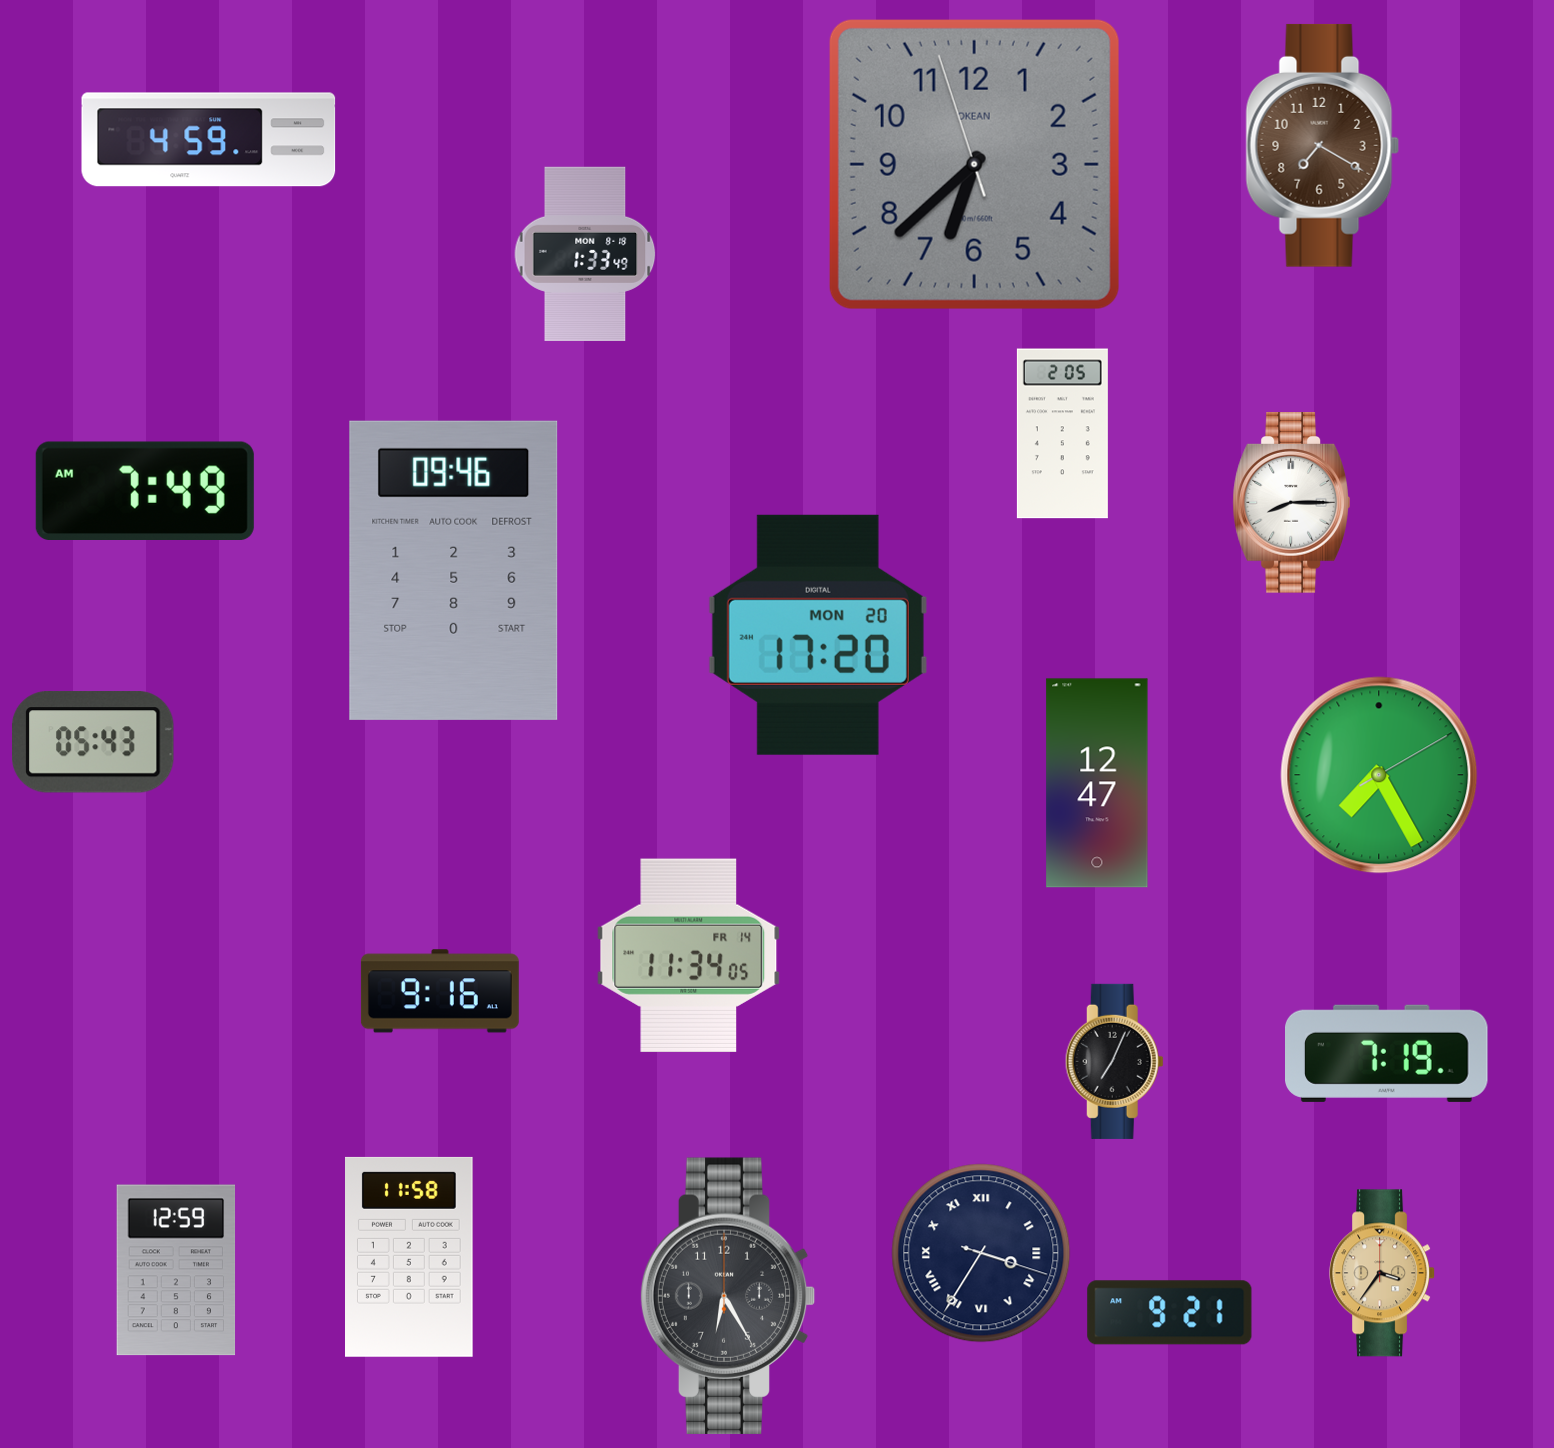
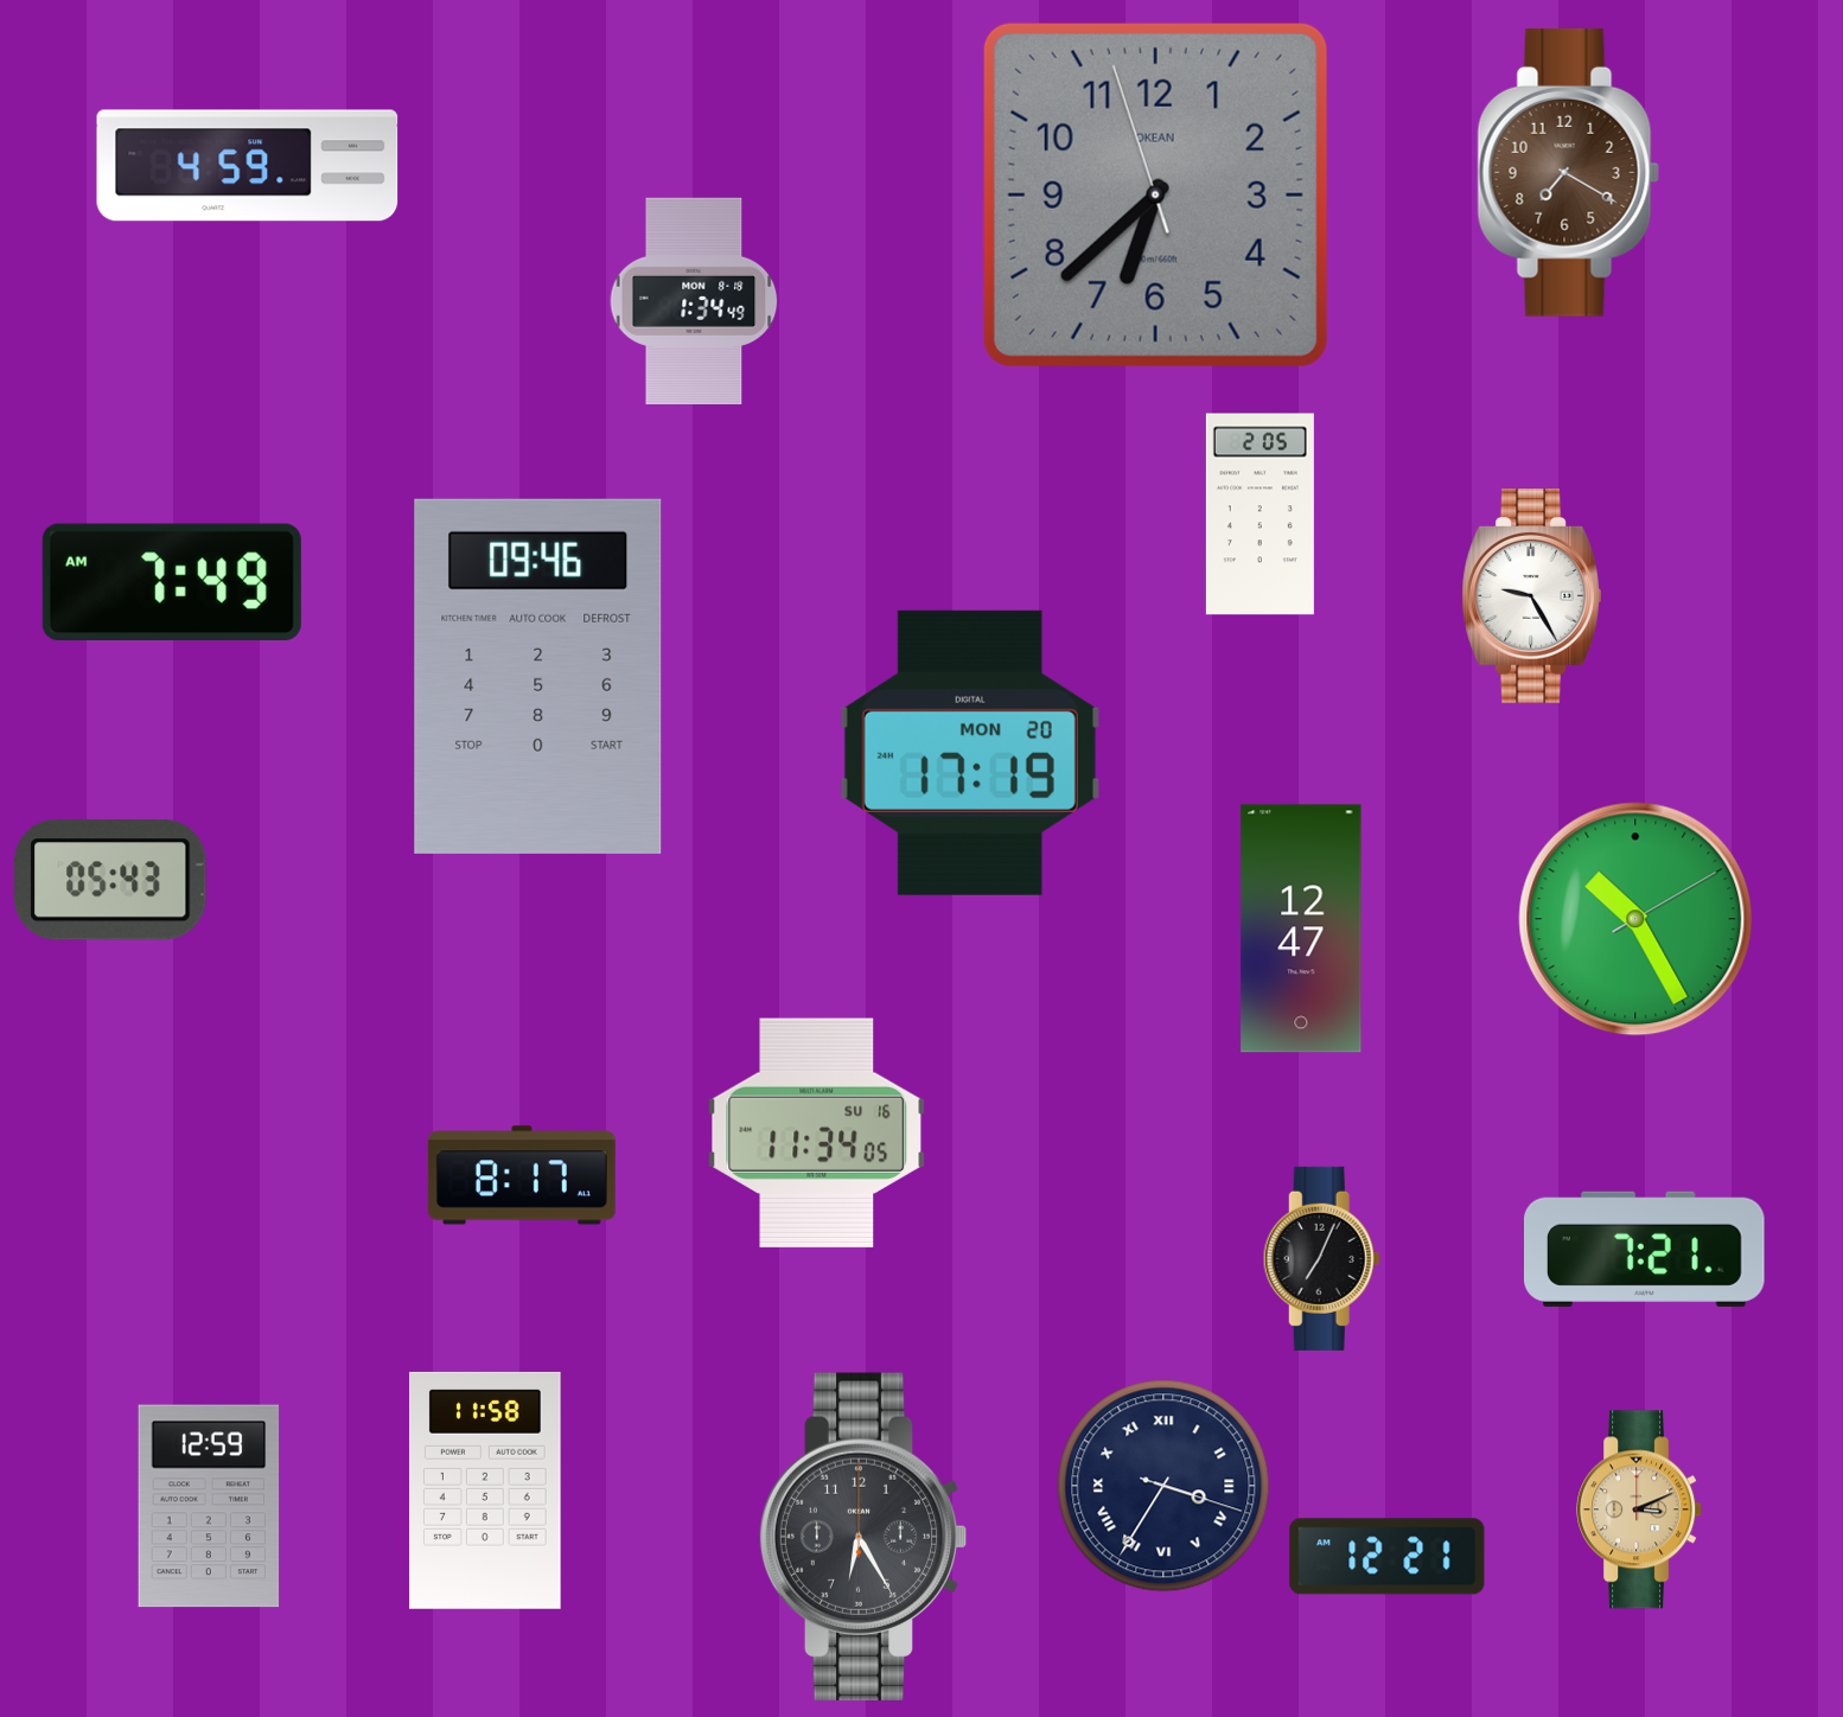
clock at (585, 254): 1:33 -> 1:34
clock at (1291, 503): 8:15 -> 9:25
clock at (818, 635): 17:20 -> 17:19
clock at (1379, 775): 7:25 -> 10:25
clock at (689, 955) date: FR 14 -> SU 16
clock at (440, 991): 9:16 -> 8:17
clock at (1387, 1053): 7:19 -> 7:21
clock at (1383, 1273): 3:36 -> 3:11
clock at (1170, 1313): 9:21 -> 12:21
